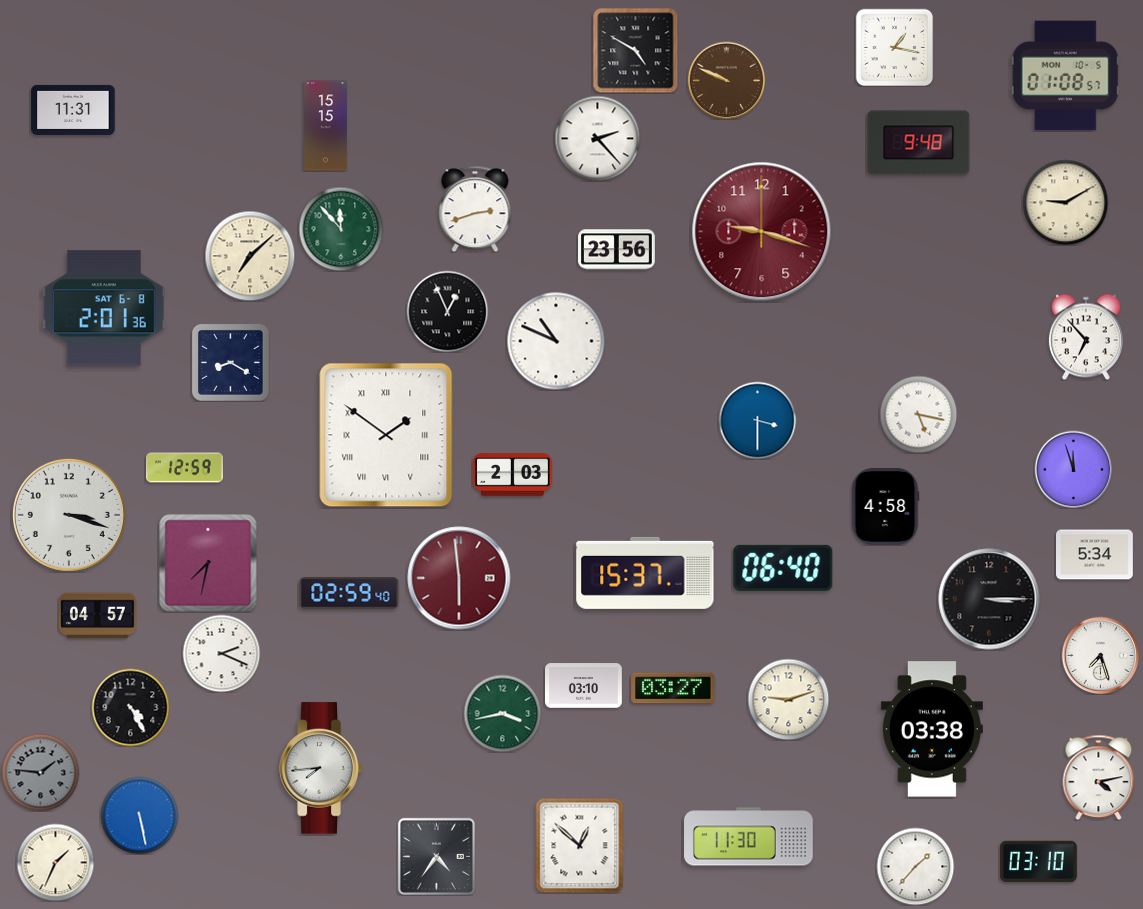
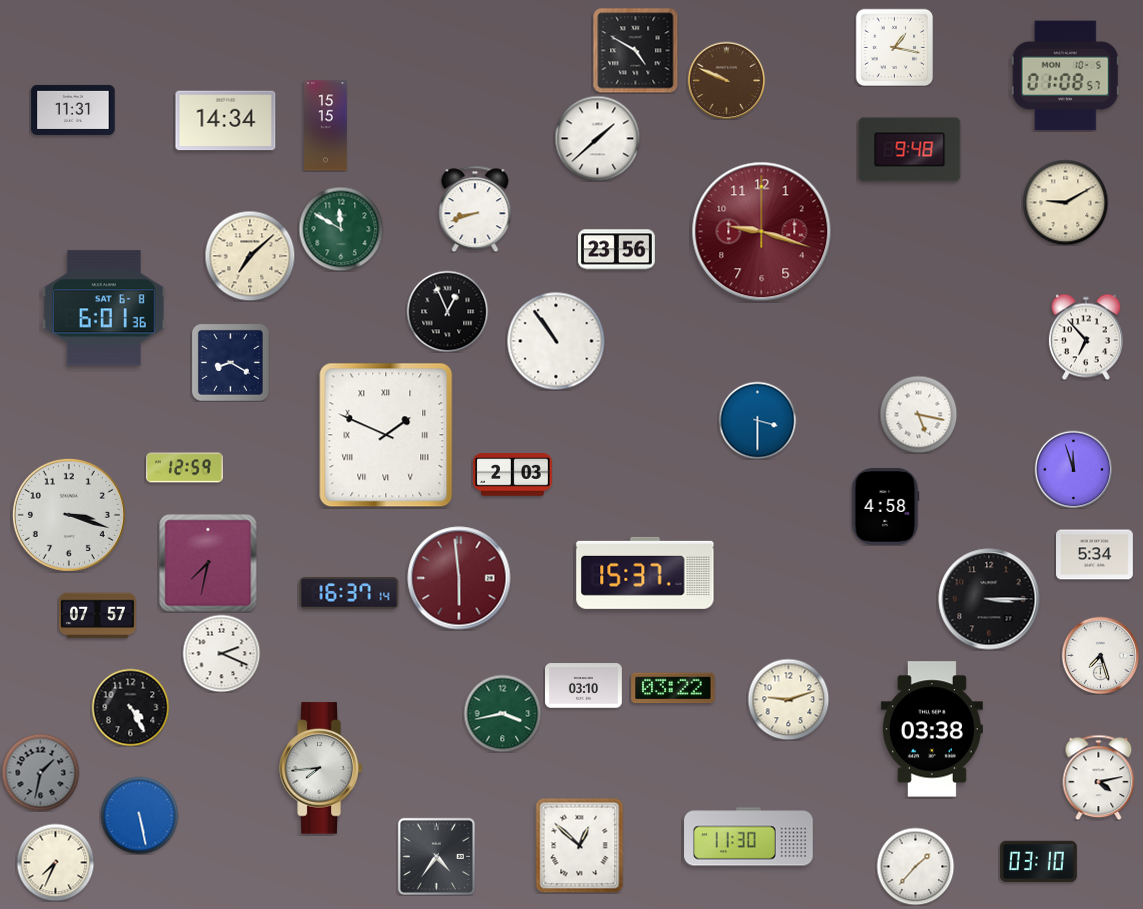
clock at (226, 121): none -> 14:34
clock at (597, 138): 2:23 -> 1:38
clock at (919, 143) position: (919, 143) -> (910, 150)
clock at (475, 209): 2:42 -> 8:42
clock at (341, 229): 11:53 -> 11:50
clock at (104, 308): 2:01 -> 6:01
clock at (556, 341): 10:49 -> 10:54
clock at (386, 435): 1:51 -> 1:49
clock at (783, 568): 06:40 -> none
clock at (349, 593): 02:59 -> 16:37
clock at (97, 616): 04:57 -> 07:57
clock at (673, 688): 03:27 -> 03:22
clock at (40, 772): 1:46 -> 1:32
clock at (55, 862): 1:34 -> 7:34
